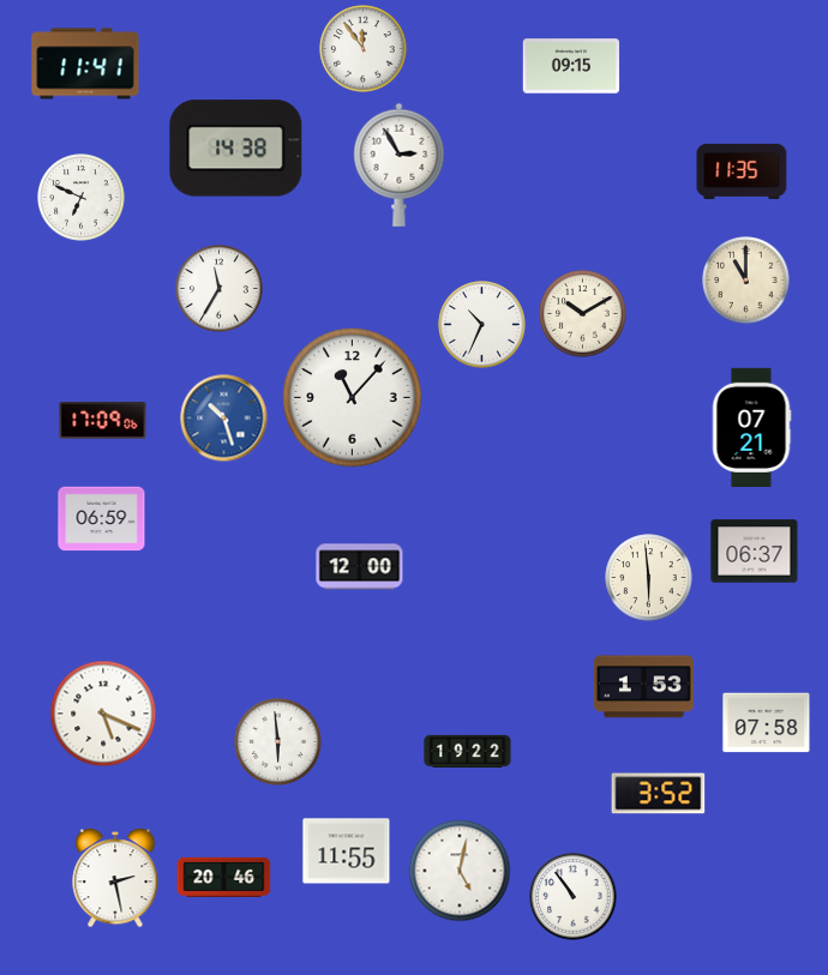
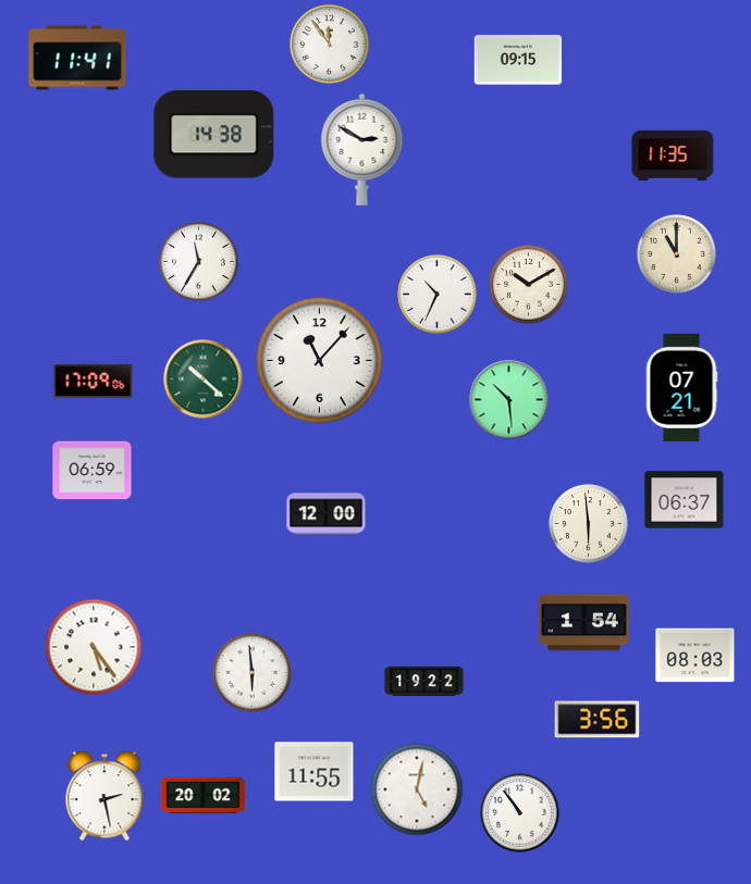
clock at (400, 164): 2:55 -> 2:50
clock at (82, 198): 6:49 -> none
clock at (224, 419): 10:27 -> 10:22
clock at (224, 419) dial: blue -> green
clock at (509, 400): none -> 10:29
clock at (643, 687): 1:53 -> 1:54
clock at (103, 714): 5:19 -> 5:24
clock at (767, 723): 07:58 -> 08:03
clock at (659, 794): 3:52 -> 3:56
clock at (224, 877): 20:46 -> 20:02
